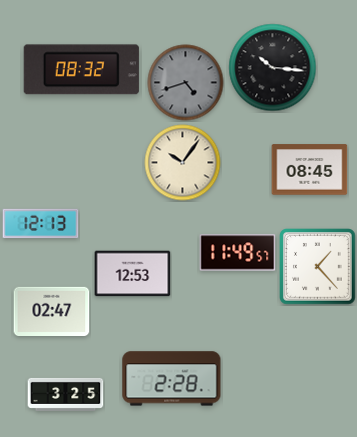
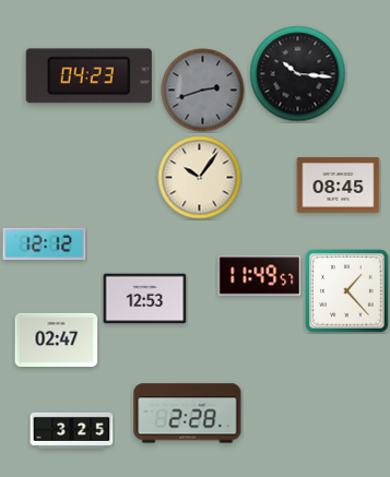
clock at (81, 70): 08:32 -> 04:23
clock at (186, 83): 4:42 -> 2:42
clock at (41, 224): 12:13 -> 12:12
